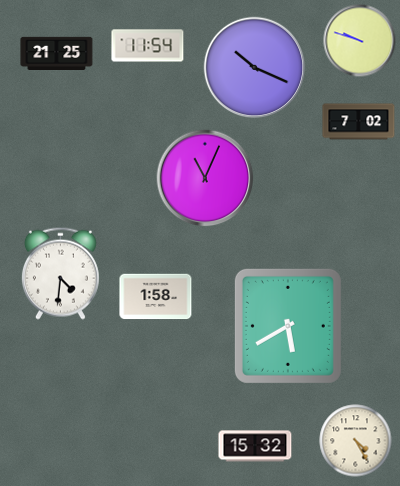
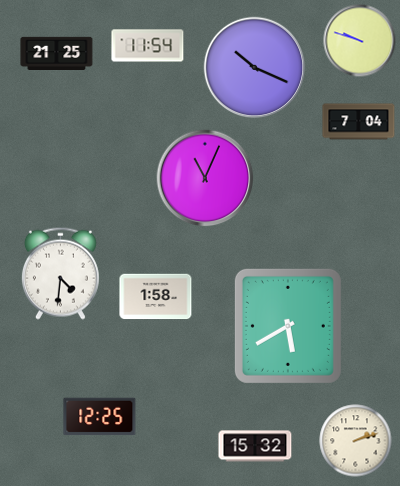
clock at (359, 122): 7:02 -> 7:04
clock at (100, 417): none -> 12:25
clock at (356, 441): 4:25 -> 2:12
